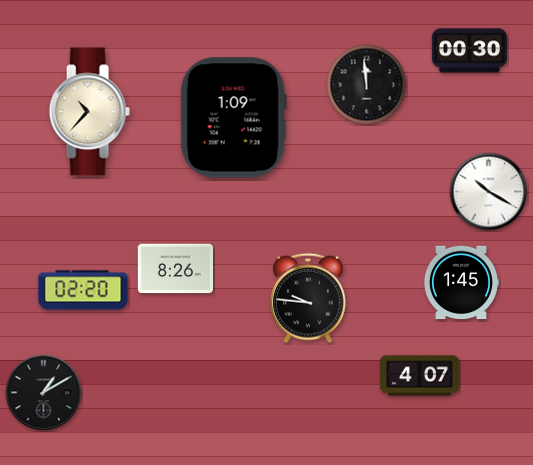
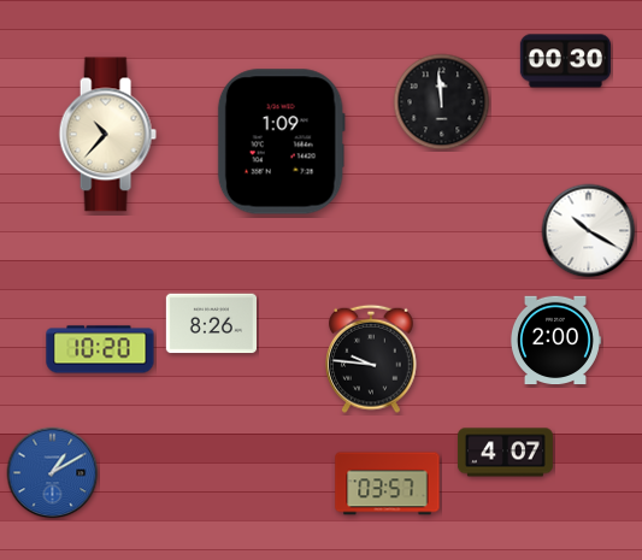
clock at (460, 283): 1:45 -> 2:00
clock at (83, 290): 02:20 -> 10:20
clock at (44, 393) dial: black -> blue
clock at (388, 484): none -> 03:57
